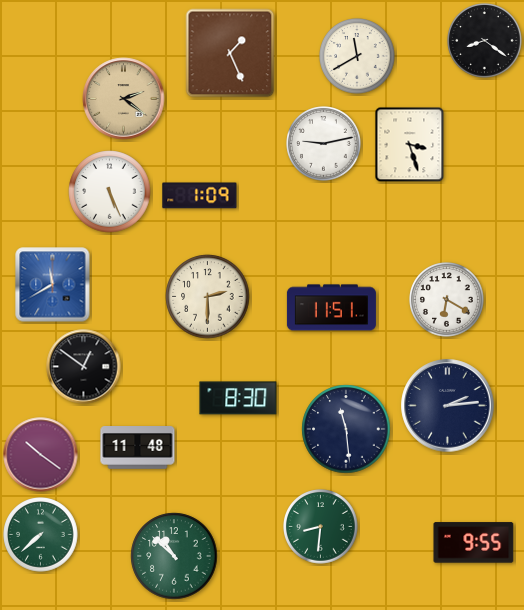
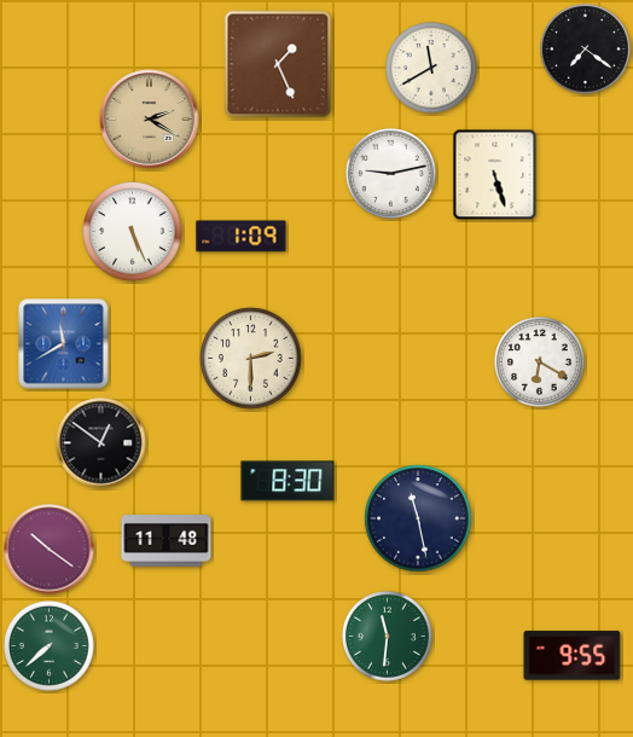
clock at (485, 41): 8:21 -> 7:21
clock at (124, 99): 2:21 -> 2:20
clock at (410, 145): 3:27 -> 5:27
clock at (331, 308): 11:51 -> none
clock at (448, 406): 2:14 -> none
clock at (346, 429): 11:29 -> 11:28
clock at (321, 527): 8:31 -> 11:31
clock at (174, 556): 10:52 -> none
